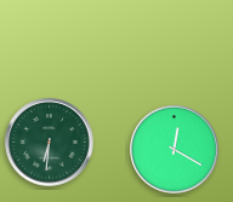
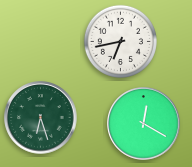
clock at (120, 41): none -> 6:43
clock at (50, 143): 6:31 -> 6:27
